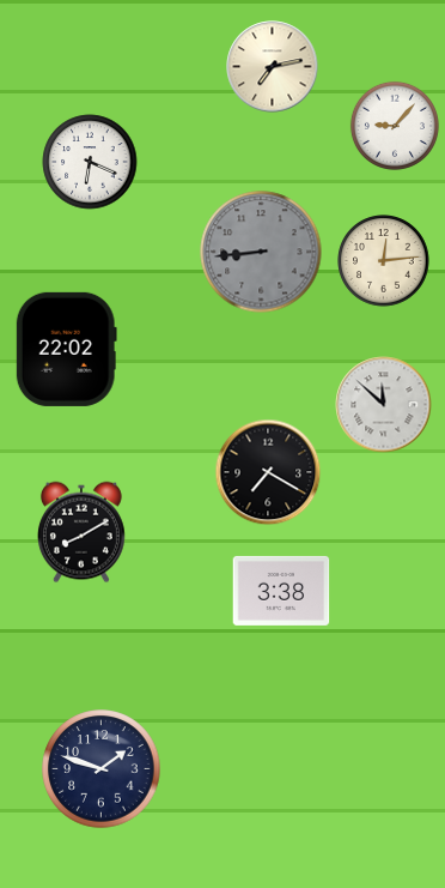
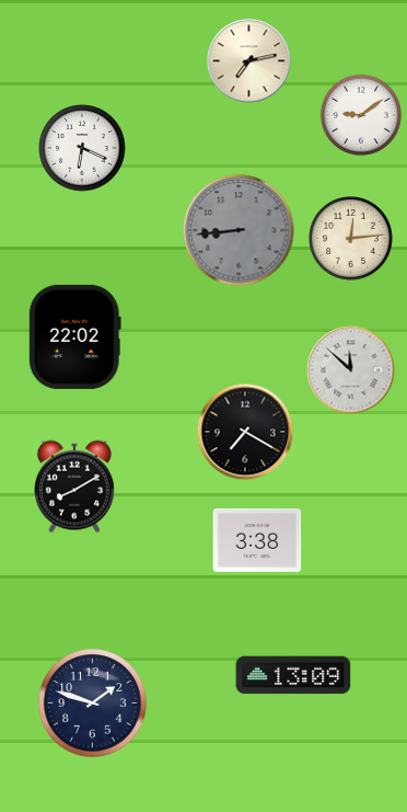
clock at (395, 126): 9:07 -> 9:09
clock at (66, 349) position: (66, 349) -> (74, 336)
clock at (293, 675): none -> 13:09
